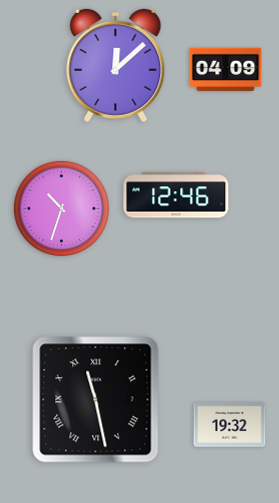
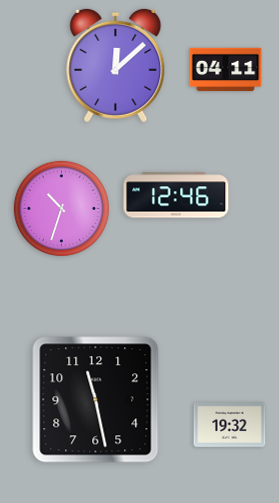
clock at (226, 70): 04:09 -> 04:11
clock at (96, 400) numerals: Roman -> Arabic
